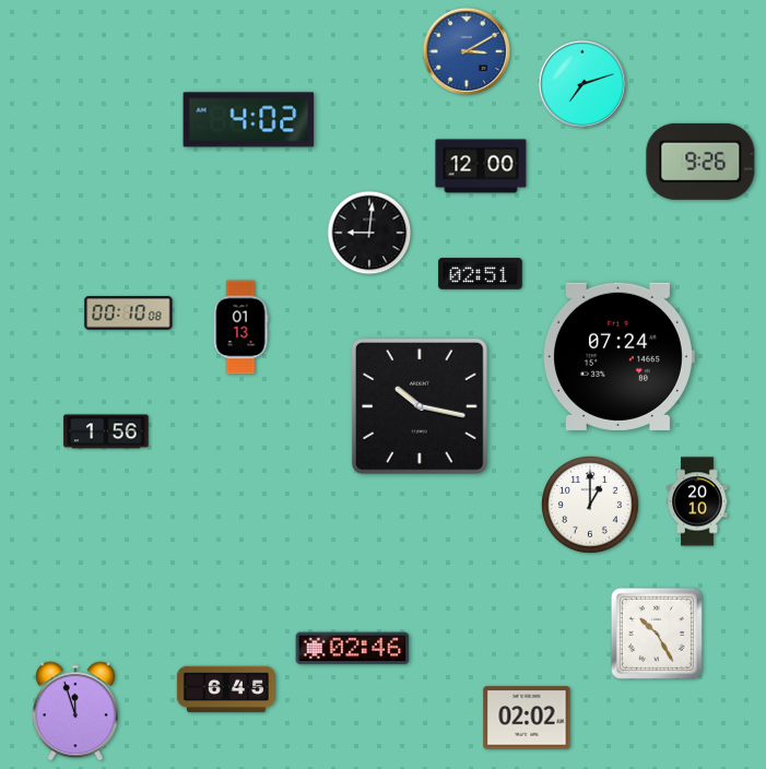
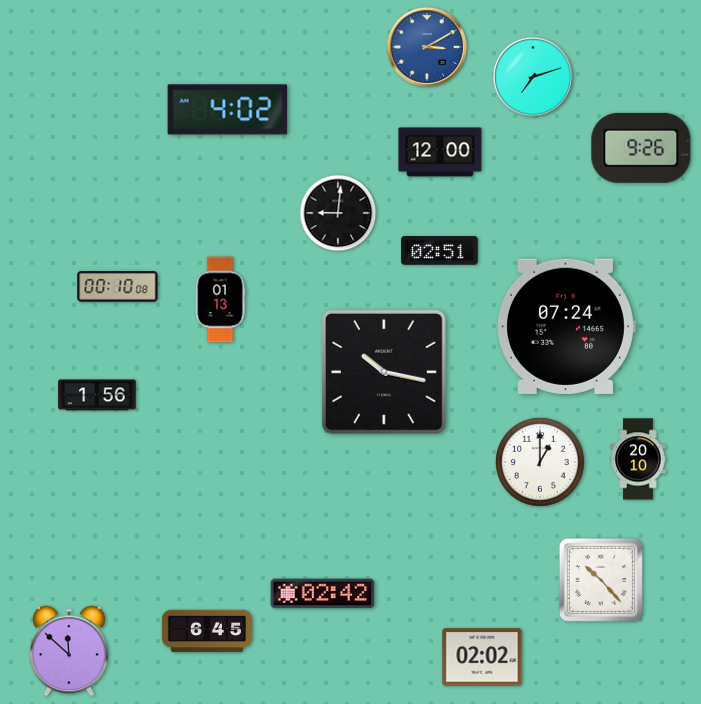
clock at (657, 634): 10:25 -> 10:23
clock at (353, 649): 02:46 -> 02:42
clock at (75, 711): 11:57 -> 11:52
